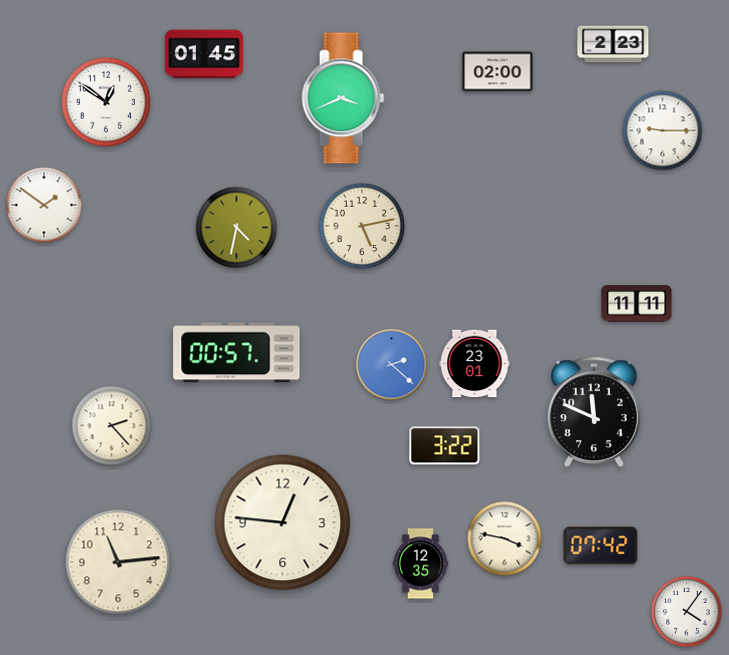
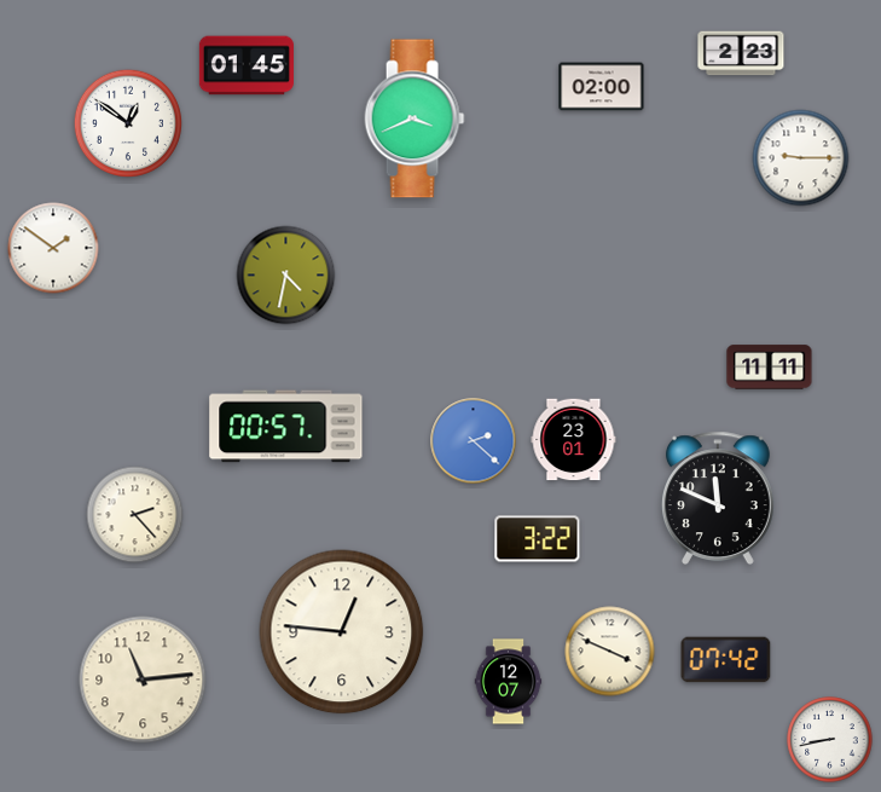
clock at (362, 226): 5:13 -> none
clock at (505, 539): 3:47 -> 3:49
clock at (421, 564): 12:35 -> 12:07
clock at (687, 612): 4:06 -> 8:43
